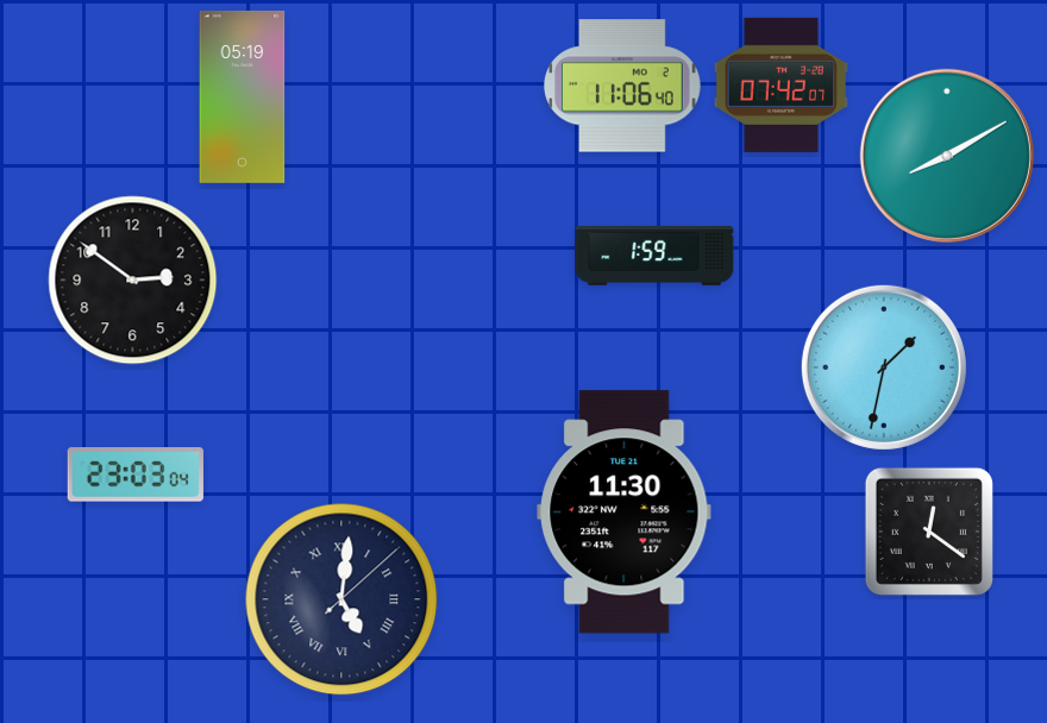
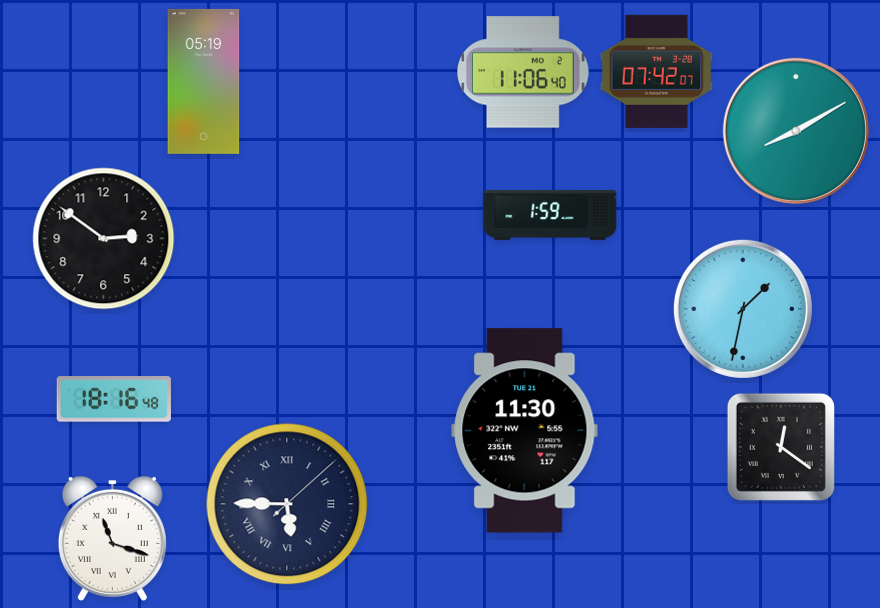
clock at (133, 281) position: (133, 281) -> (104, 239)
clock at (136, 474): 23:03 -> 18:16
clock at (341, 599): 5:01 -> 5:45
clock at (112, 538): none -> 11:18
